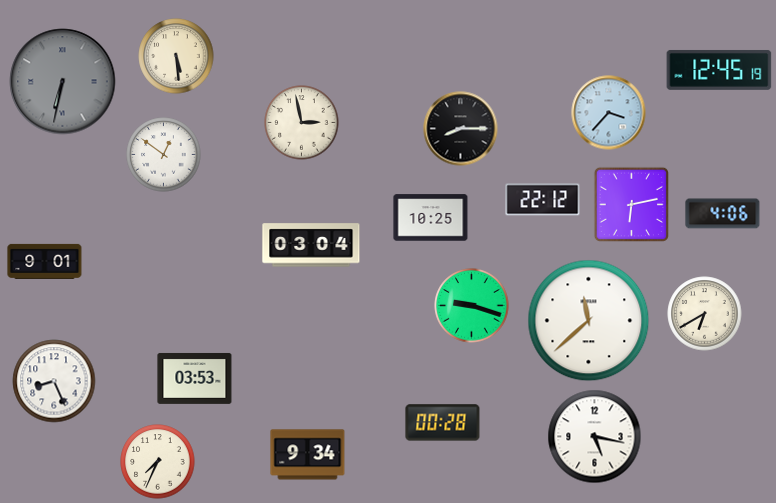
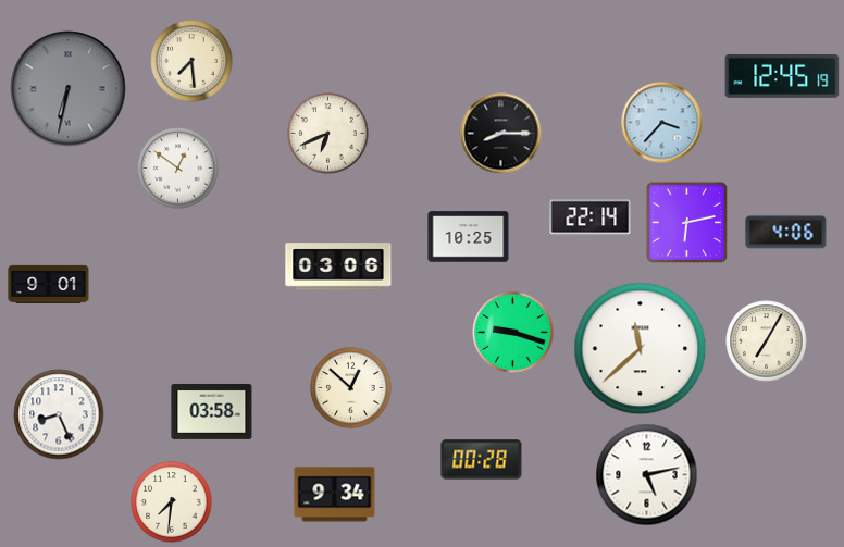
clock at (176, 56): 5:29 -> 7:29
clock at (302, 123): 2:58 -> 6:41
clock at (461, 129) position: (461, 129) -> (501, 134)
clock at (543, 200): 22:12 -> 22:14
clock at (311, 245): 03:04 -> 03:06
clock at (705, 314): 6:40 -> 7:05
clock at (351, 388): none -> 12:52
clock at (195, 378): 03:53 -> 03:58
clock at (595, 437): 5:17 -> 5:13
clock at (158, 462): 7:34 -> 7:31
